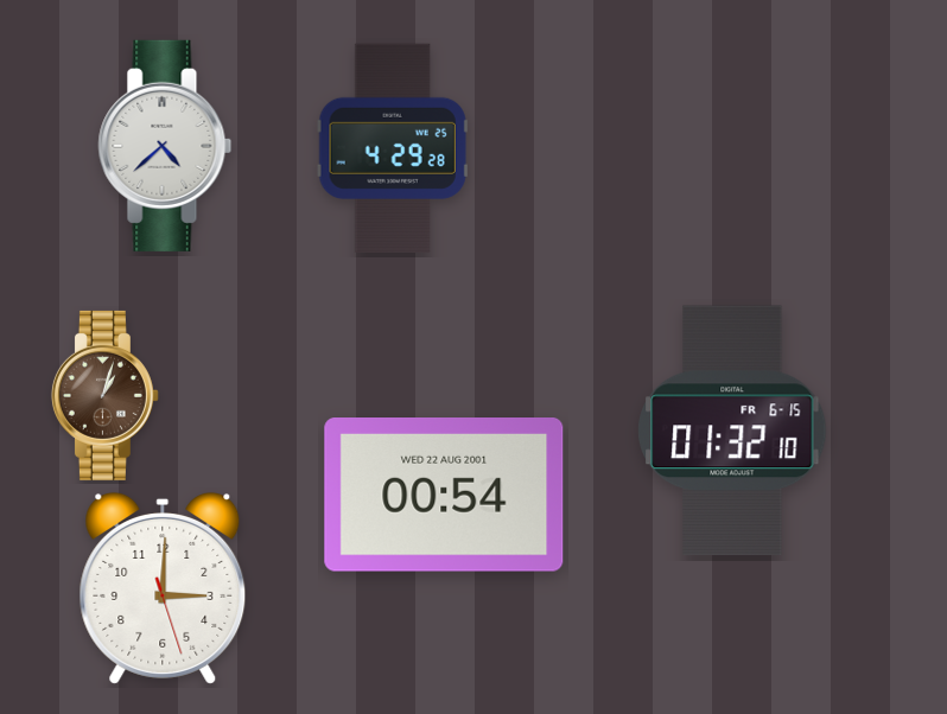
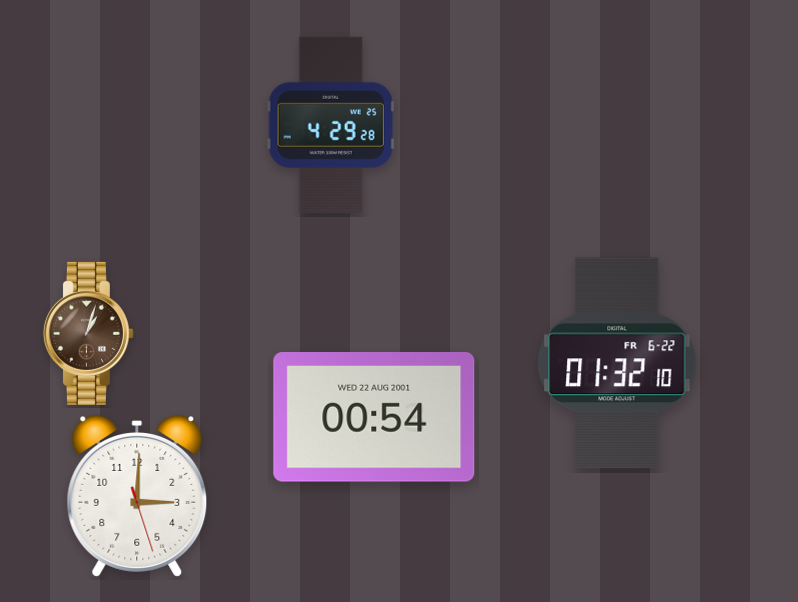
clock at (165, 146): 4:38 -> none
clock at (732, 431) date: FR 6-15 -> FR 6-22
